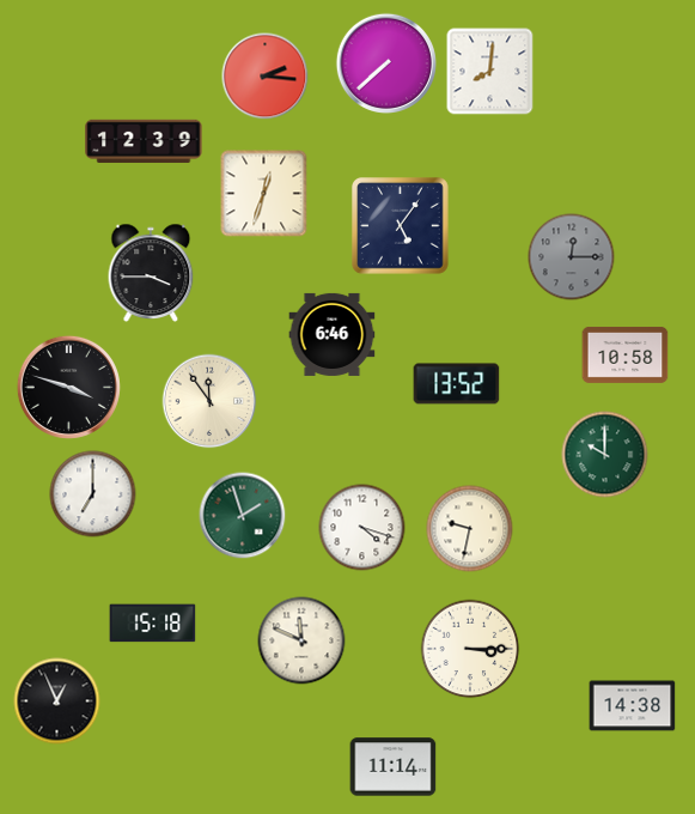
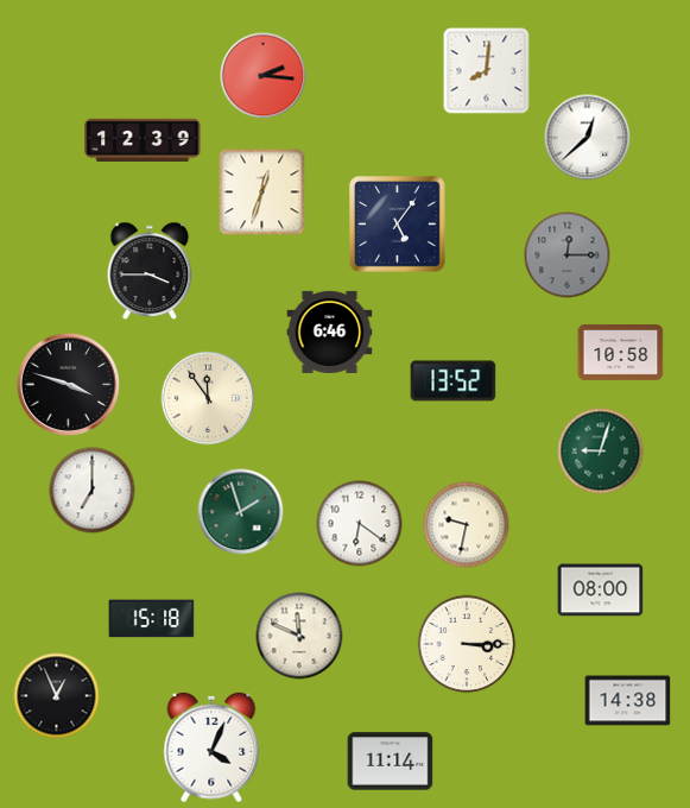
clock at (385, 62): 7:38 -> none
clock at (588, 138): none -> 12:38
clock at (605, 455): 10:00 -> 9:03
clock at (362, 528): 4:18 -> 6:21
clock at (601, 591): none -> 08:00
clock at (211, 747): none -> 4:04
